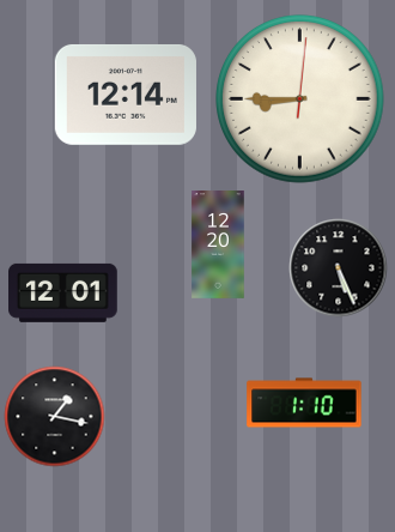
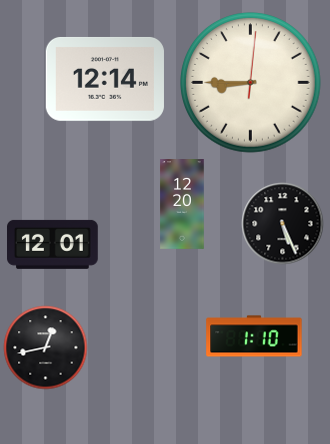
clock at (55, 417): 1:17 -> 12:43
